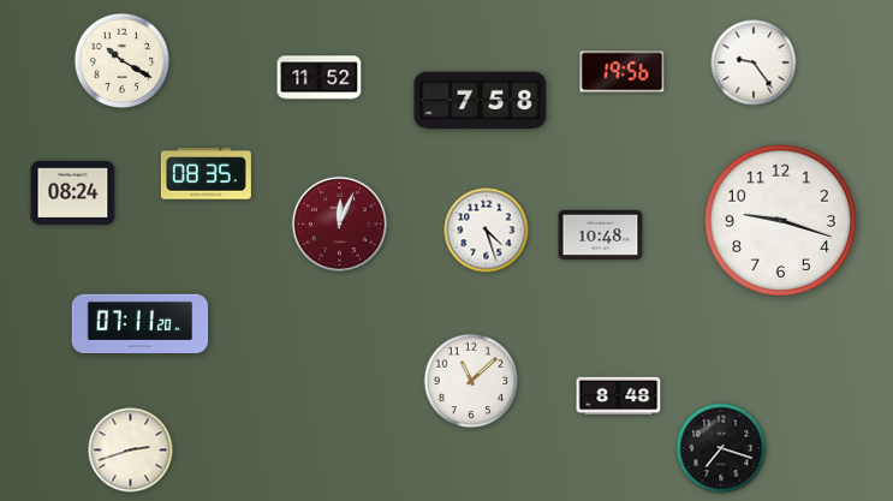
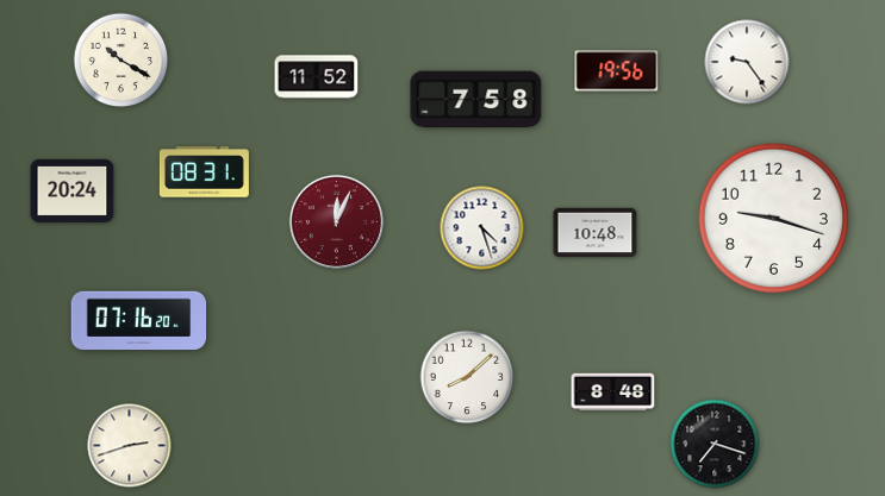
clock at (206, 174): 08:35 -> 08:31
clock at (73, 192): 08:24 -> 20:24
clock at (141, 323): 07:11 -> 07:16
clock at (471, 381): 11:08 -> 8:08
